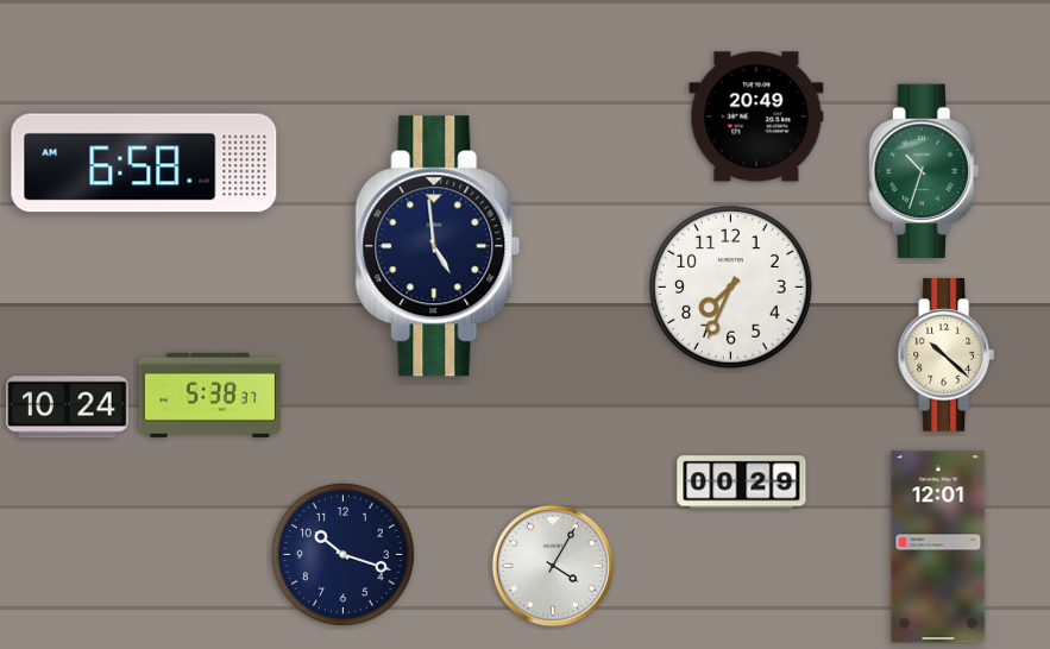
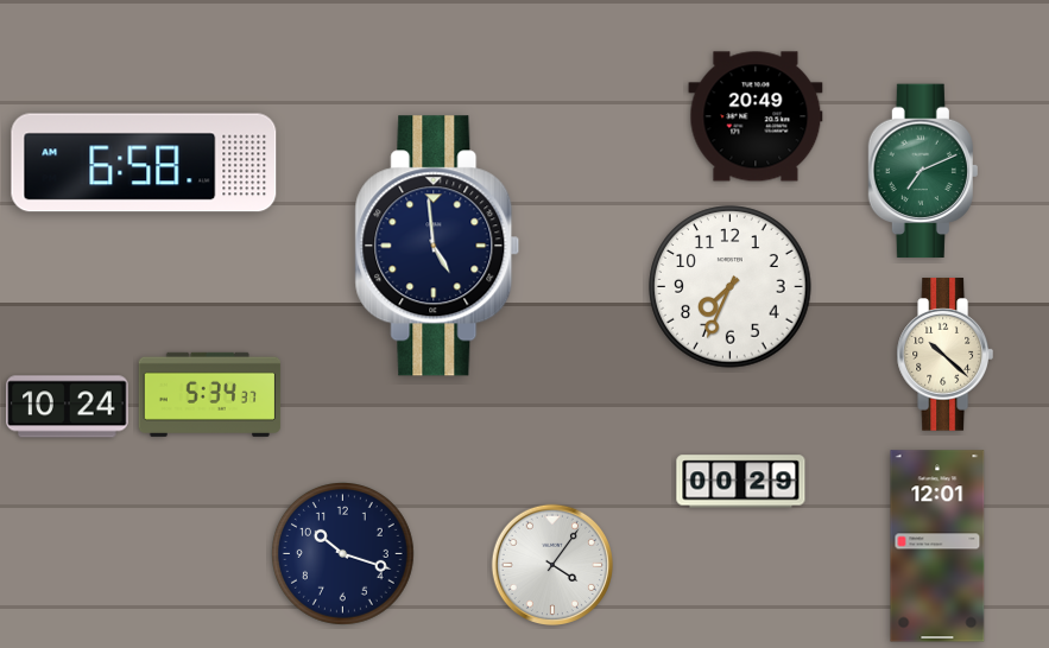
clock at (924, 171): 10:33 -> 7:11
clock at (210, 395): 5:38 -> 5:34
clock at (552, 565): 4:05 -> 4:06
